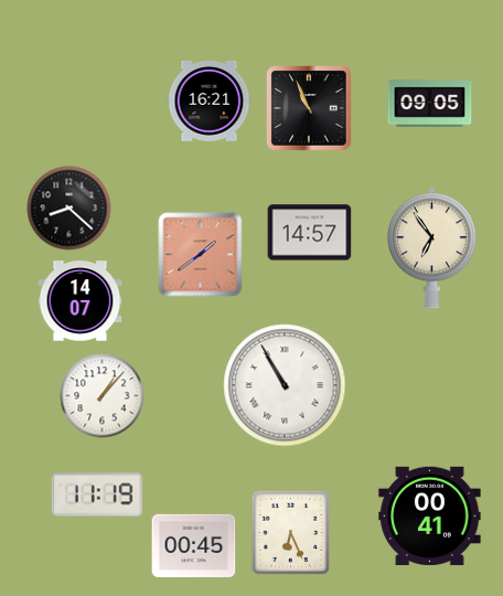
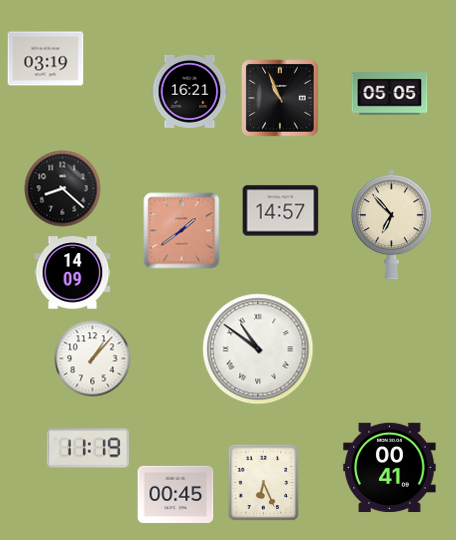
clock at (46, 59): none -> 03:19
clock at (430, 104): 09:05 -> 05:05
clock at (431, 248): 6:54 -> 6:53
clock at (81, 301): 14:07 -> 14:09
clock at (285, 385): 10:55 -> 10:51
